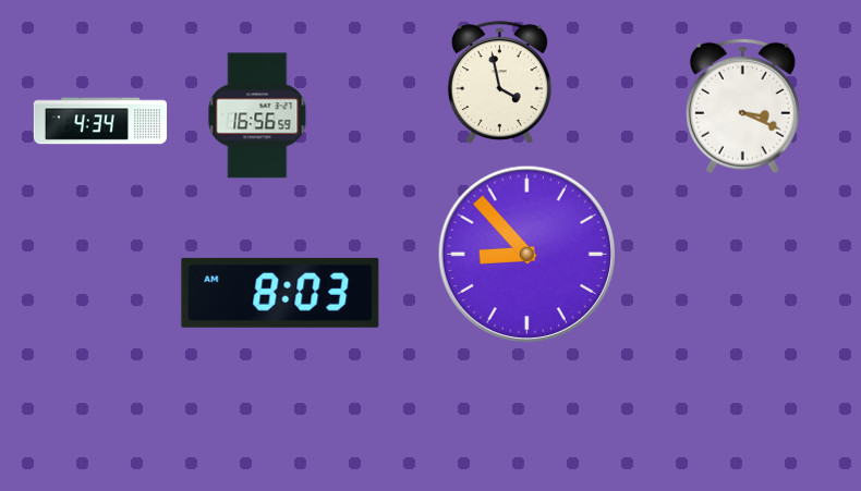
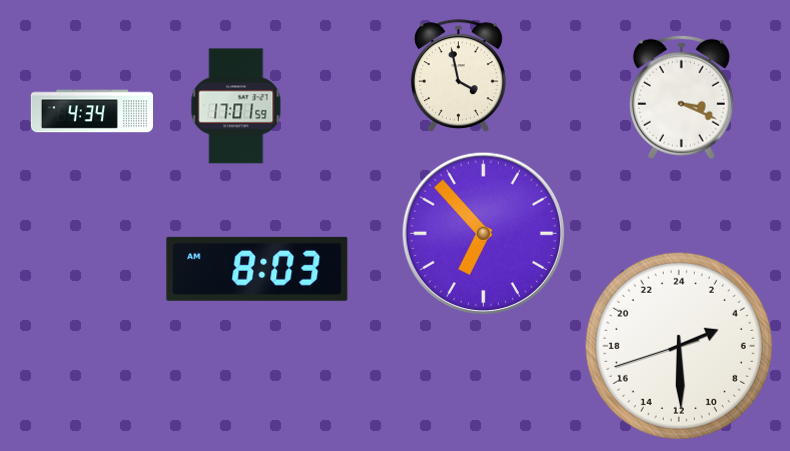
clock at (257, 115): 16:56 -> 17:01
clock at (527, 255): 8:53 -> 6:53
clock at (679, 346): none -> 4:29
